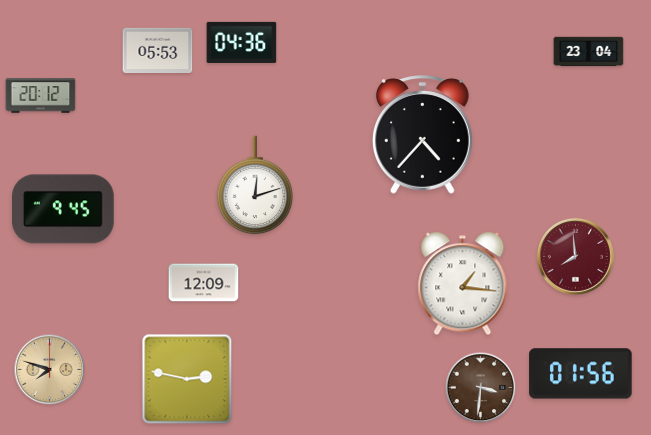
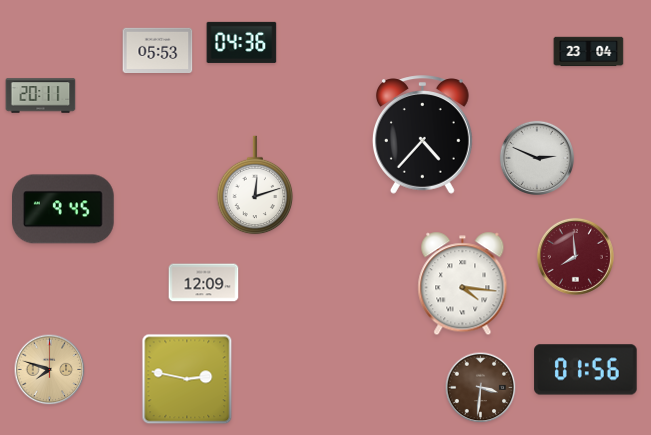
clock at (41, 96): 20:12 -> 20:11
clock at (536, 157): none -> 2:49
clock at (463, 284): 1:16 -> 4:16
clock at (581, 374) position: (581, 374) -> (586, 370)
